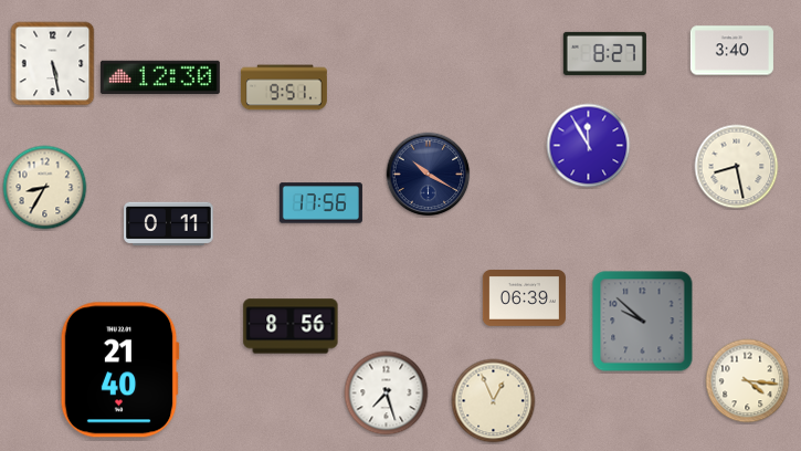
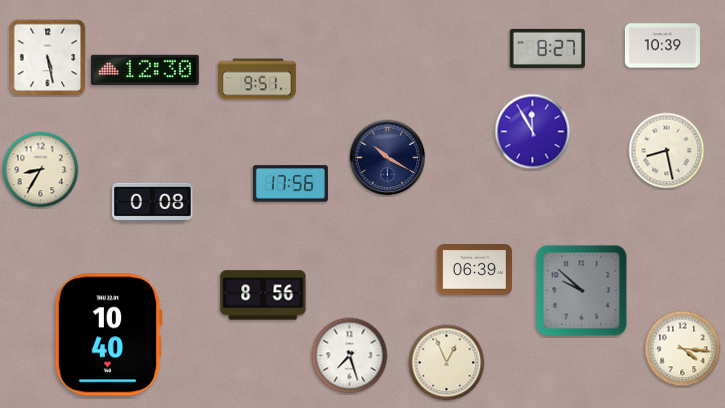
clock at (731, 51): 3:40 -> 10:39
clock at (169, 224): 0:11 -> 0:08
clock at (119, 370): 21:40 -> 10:40
clock at (748, 381) position: (748, 381) -> (683, 349)
